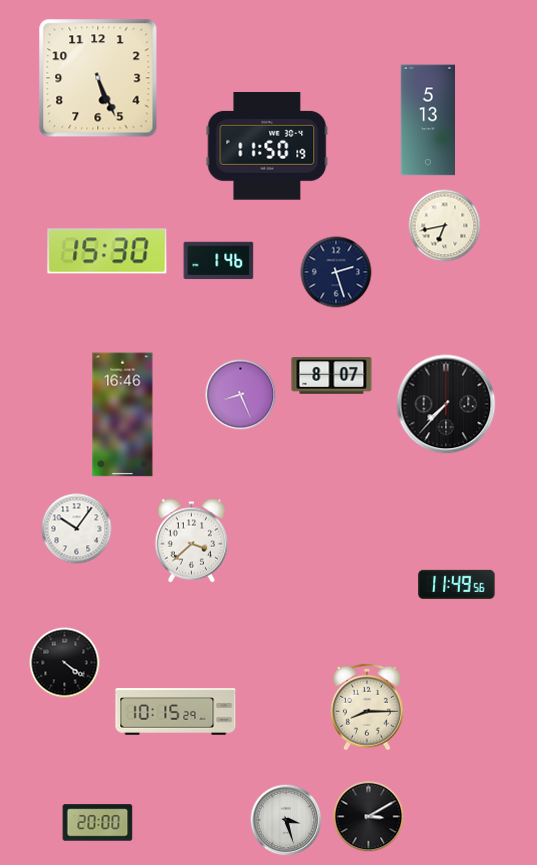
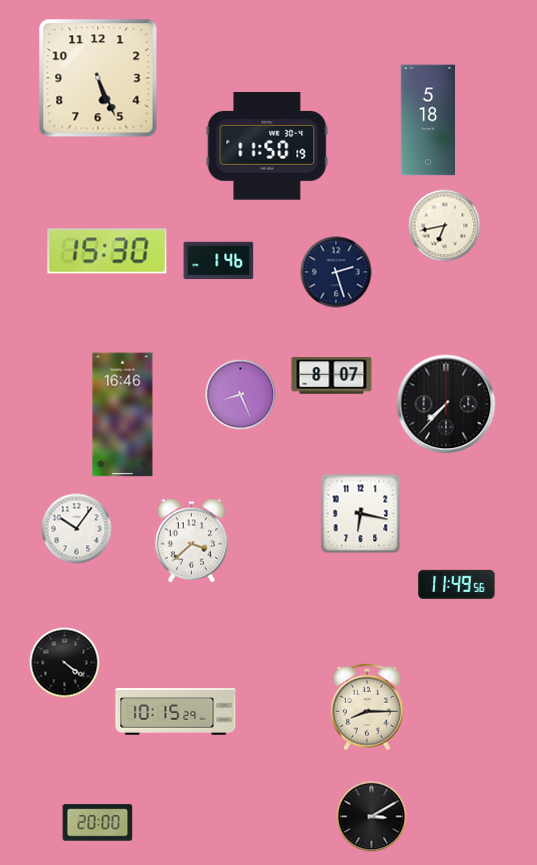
clock at (427, 120): 5:13 -> 5:18
clock at (361, 514): none -> 6:17
clock at (369, 817) position: (369, 817) -> (372, 817)
clock at (286, 820): 3:27 -> none
